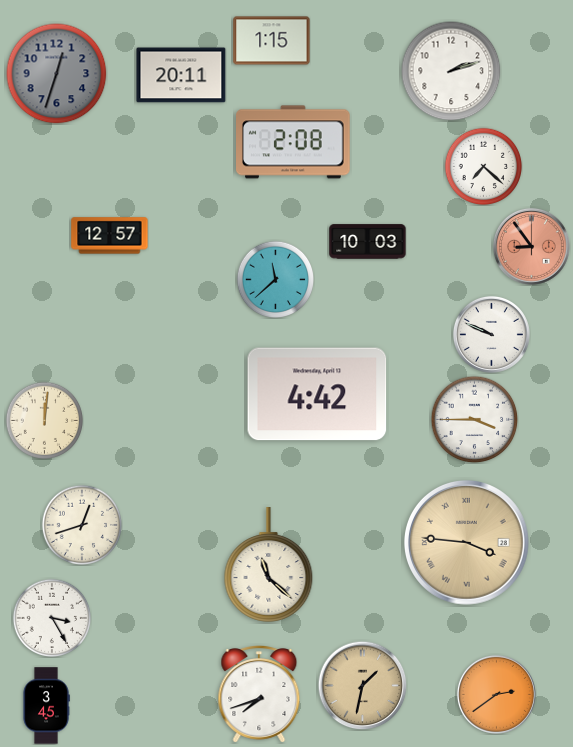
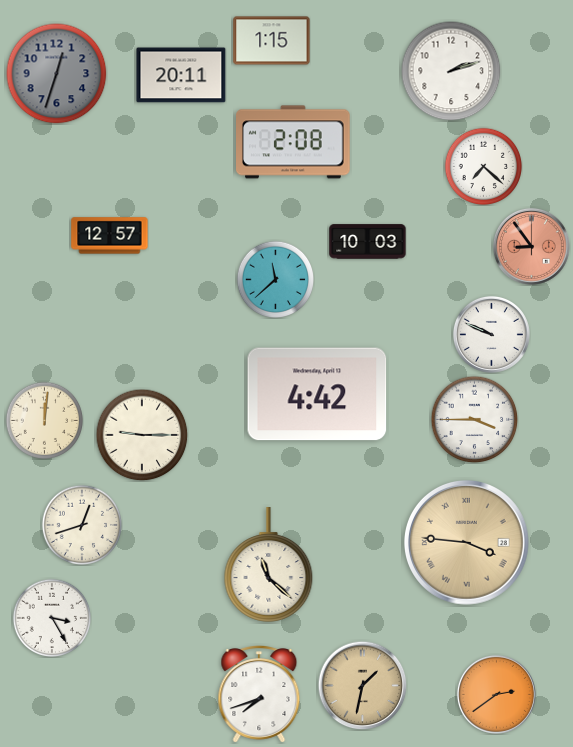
clock at (142, 435): none -> 9:15
clock at (46, 706): 3:45 -> none
